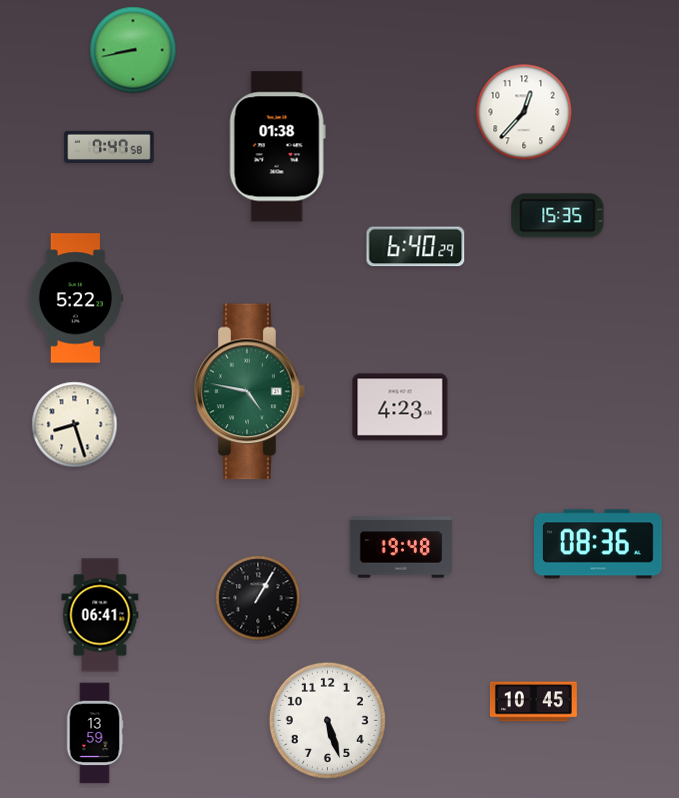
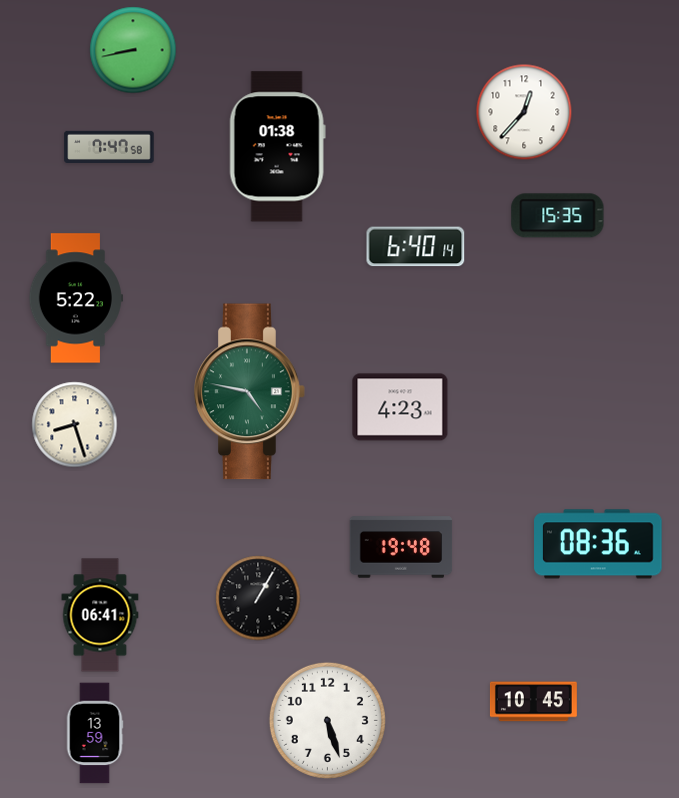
clock at (416, 247): 6:40:29 -> 6:40:14
